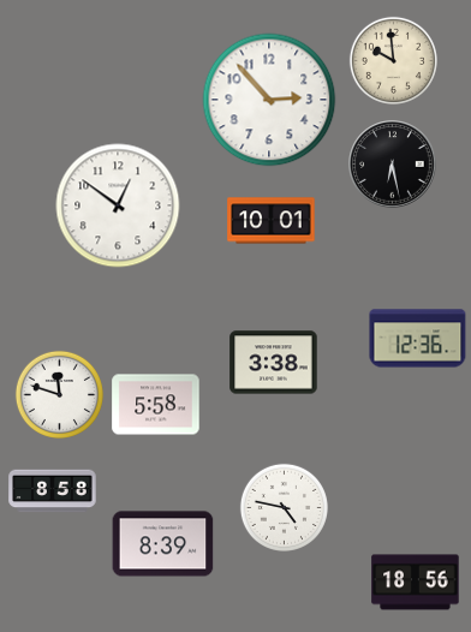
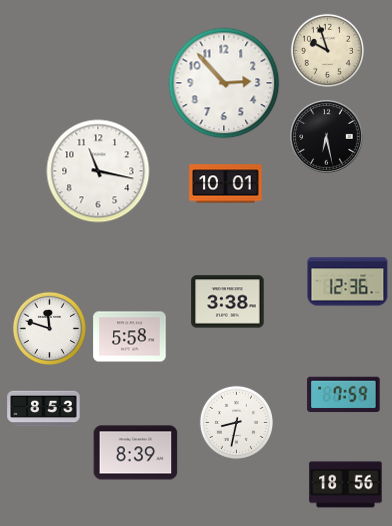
clock at (393, 60): 9:59 -> 9:57
clock at (118, 205): 12:51 -> 11:17
clock at (344, 395): none -> 7:59
clock at (53, 491): 8:58 -> 8:53
clock at (284, 507): 4:47 -> 8:32
